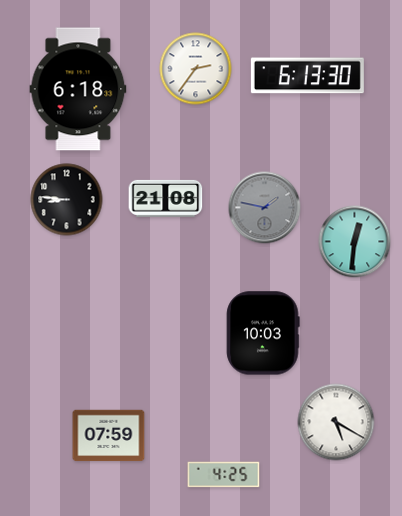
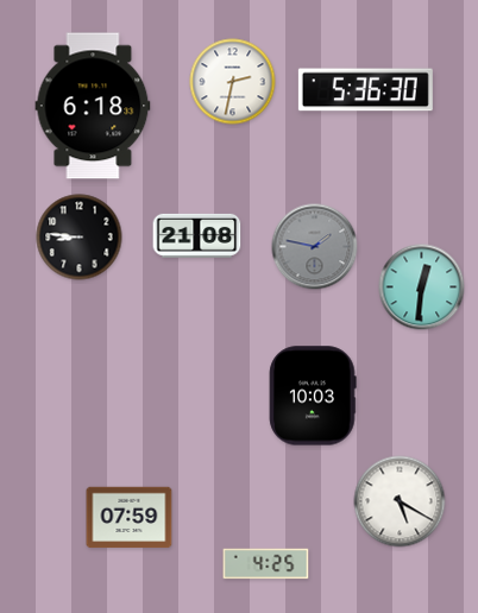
clock at (196, 69): 2:36 -> 2:32
clock at (307, 76): 6:13 -> 5:36
